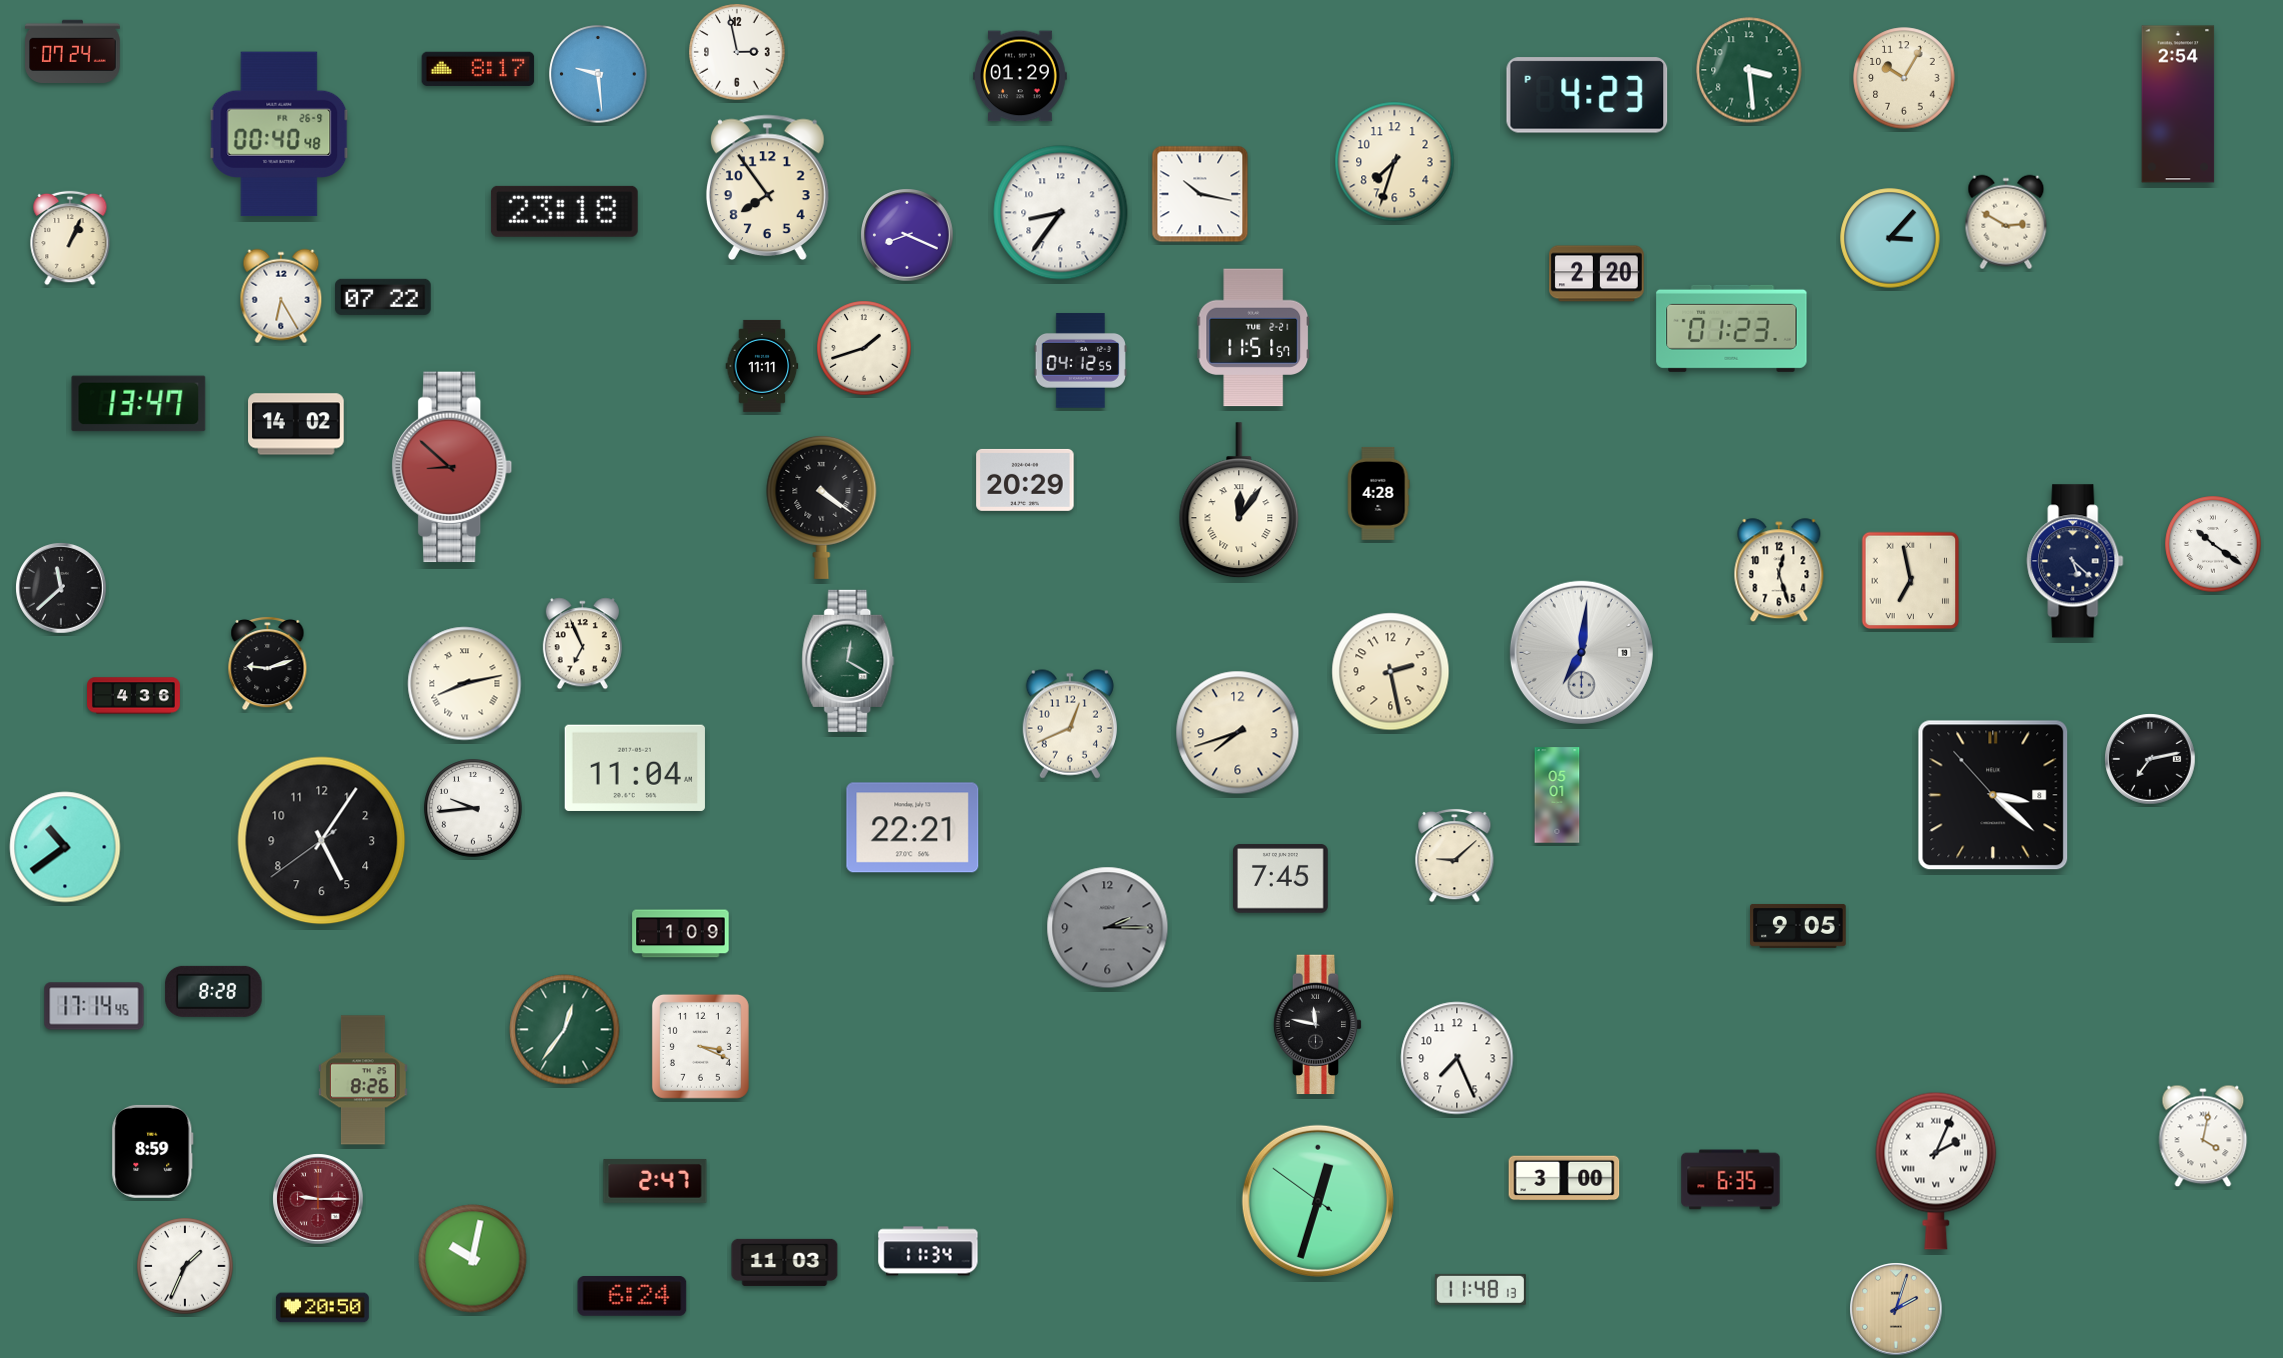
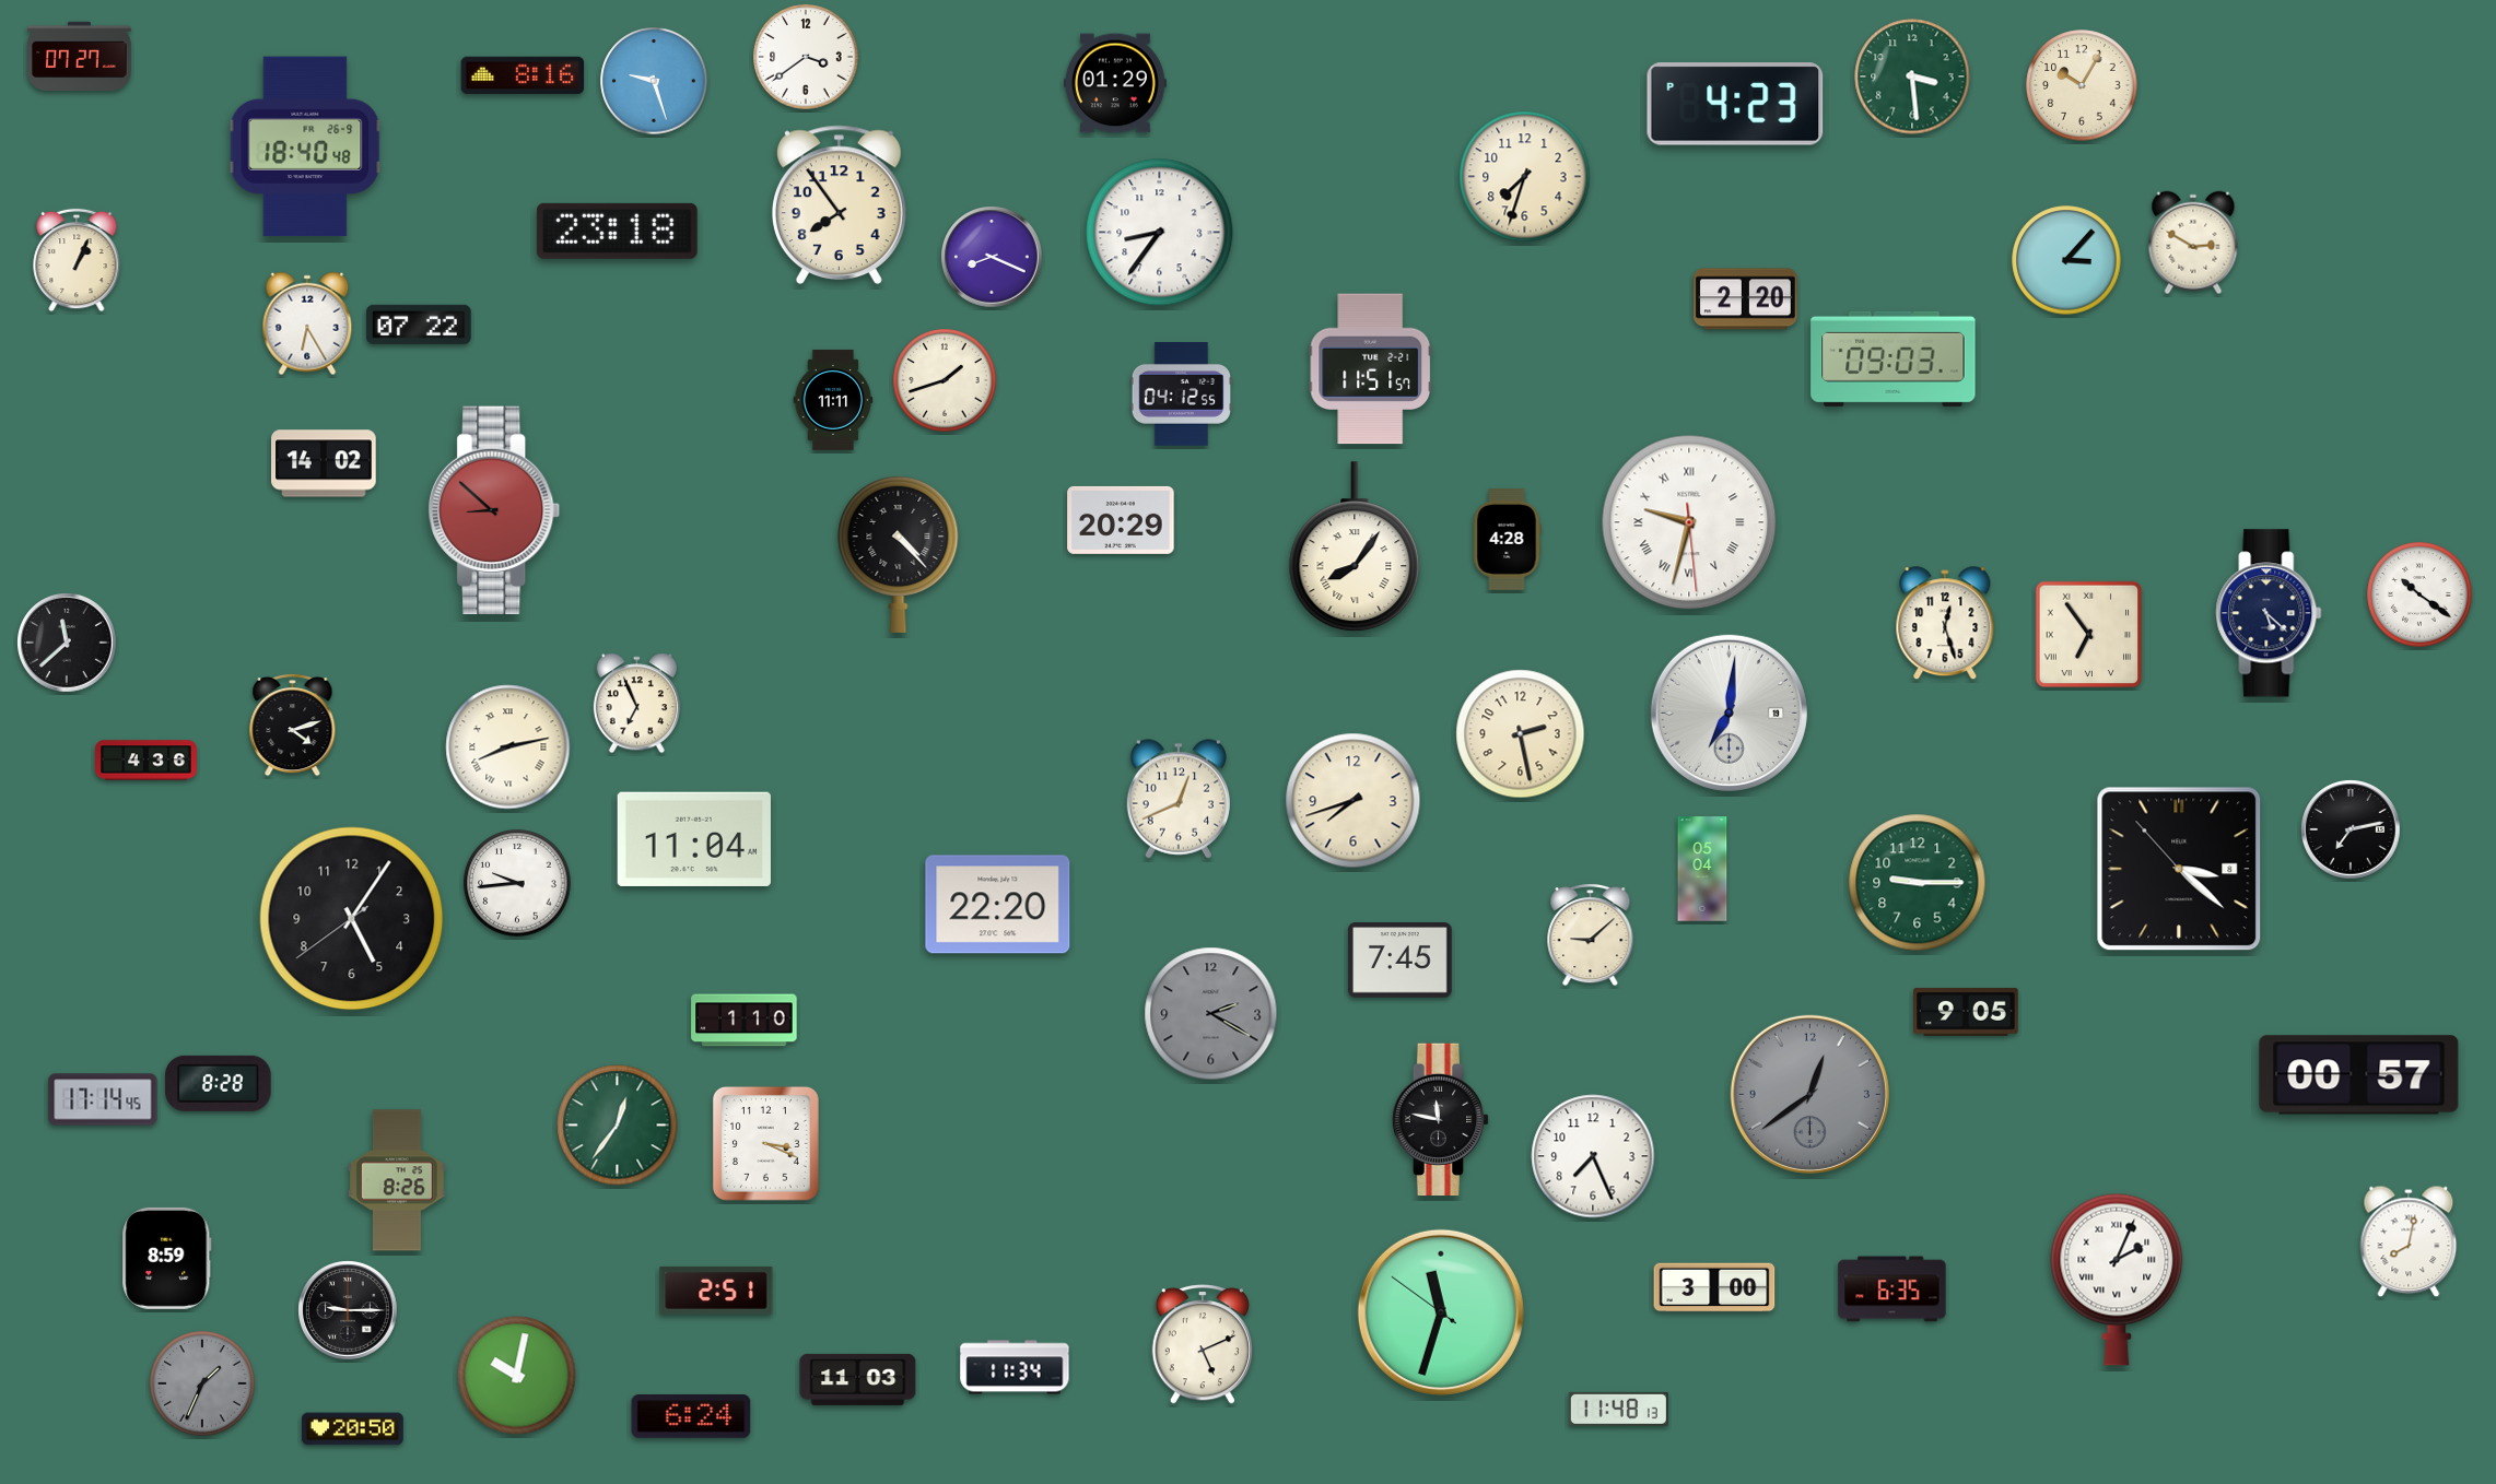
clock at (73, 52): 07:24 -> 07:27
clock at (737, 52): 2:58 -> 3:39
clock at (478, 68): 8:17 -> 8:16
clock at (598, 74): 9:29 -> 9:27
clock at (2178, 104): 2:54 -> none
clock at (279, 134): 00:40 -> 18:40
clock at (1200, 194): 10:17 -> none
clock at (1732, 328): 01:23 -> 09:03
clock at (139, 404): 13:47 -> none
clock at (1689, 522): none -> 9:32
clock at (1025, 480) position: (1025, 480) -> (1121, 520)
clock at (1239, 501): 12:06 -> 8:06
clock at (822, 507): 4:21 -> 4:23
clock at (1911, 581): 6:58 -> 6:54
clock at (848, 661): 12:20 -> none
clock at (268, 663): 9:12 -> 4:12
clock at (1070, 724) position: (1070, 724) -> (1179, 799)
clock at (1557, 795): 05:01 -> 05:04
clock at (1918, 883): none -> 9:15
clock at (913, 828): 22:21 -> 22:20
clock at (65, 847): 10:39 -> none
clock at (1108, 928): 2:15 -> 2:20
clock at (681, 934): 1:09 -> 1:10
clock at (2359, 1075): none -> 00:57
clock at (214, 991) position: (214, 991) -> (219, 1083)
clock at (1809, 1094): none -> 12:39
clock at (2203, 1136): 4:02 -> 8:02
clock at (1564, 1178) position: (1564, 1178) -> (1714, 1287)
clock at (655, 1181): 2:47 -> 2:51
clock at (318, 1199) dial: burgundy -> black
clock at (1318, 1201): 12:32 -> 11:32
clock at (1202, 1345): none -> 5:11
clock at (185, 1266) dial: white -> grey
clock at (1896, 1309): 2:03 -> none
